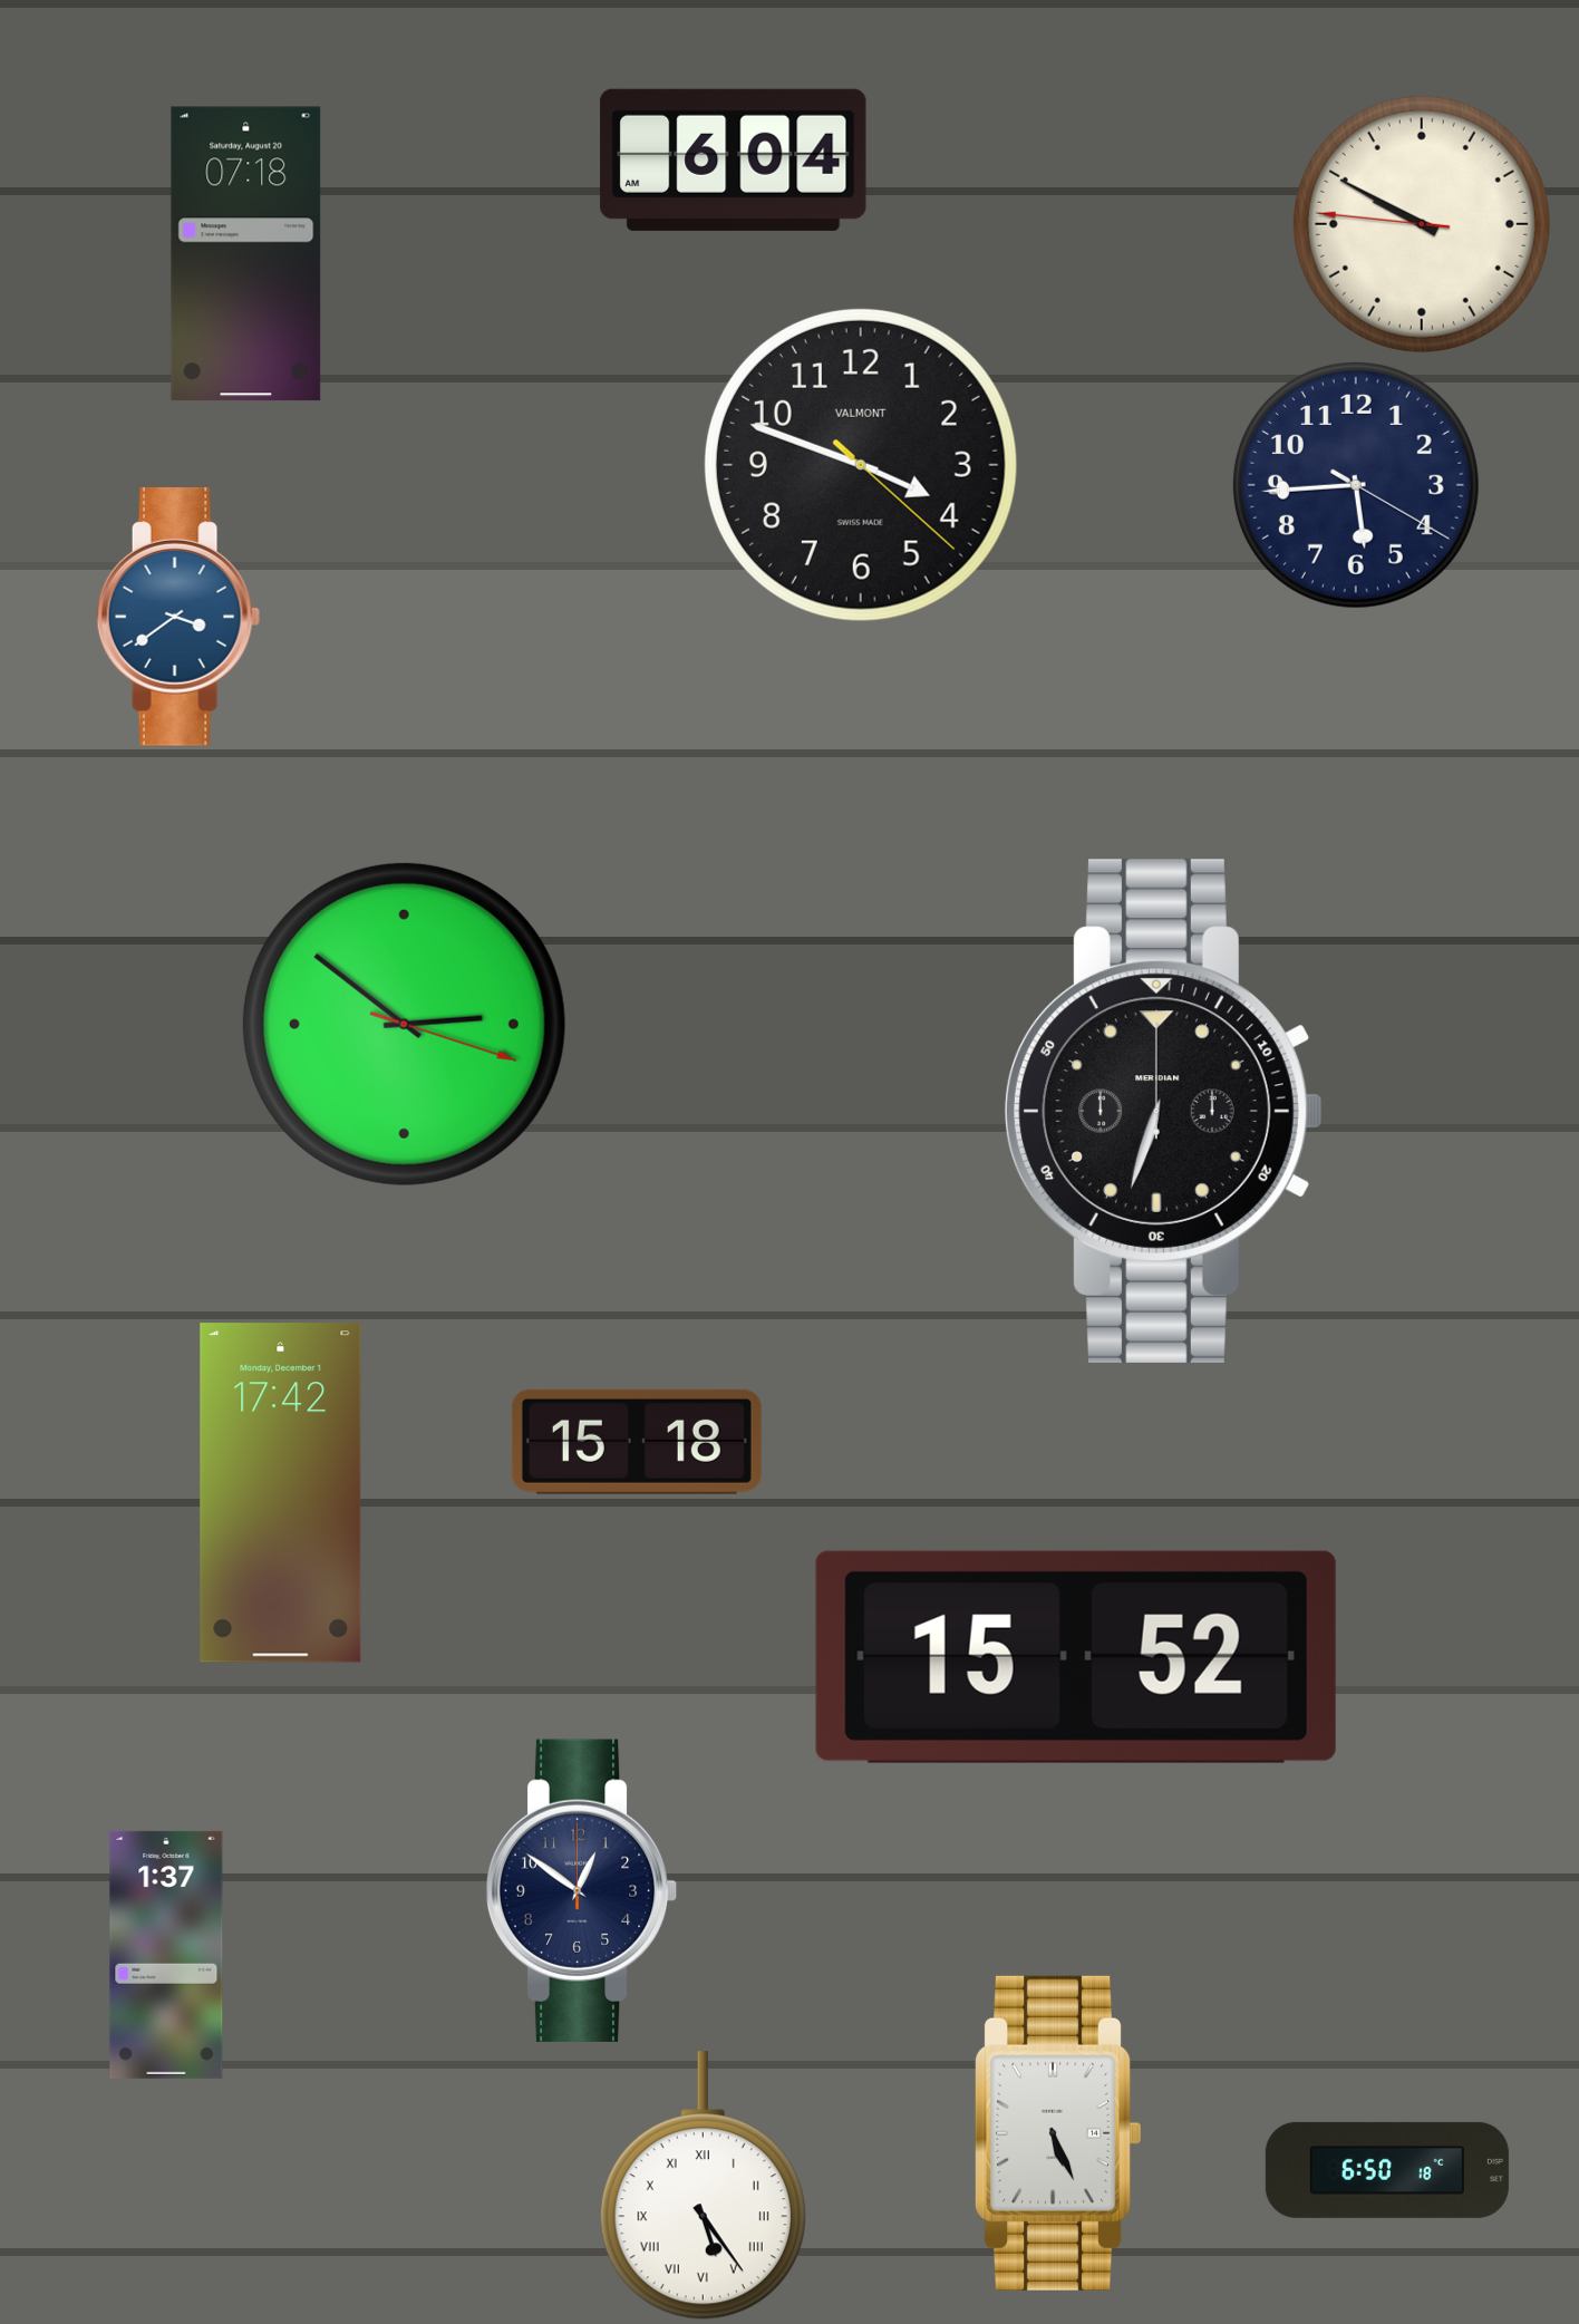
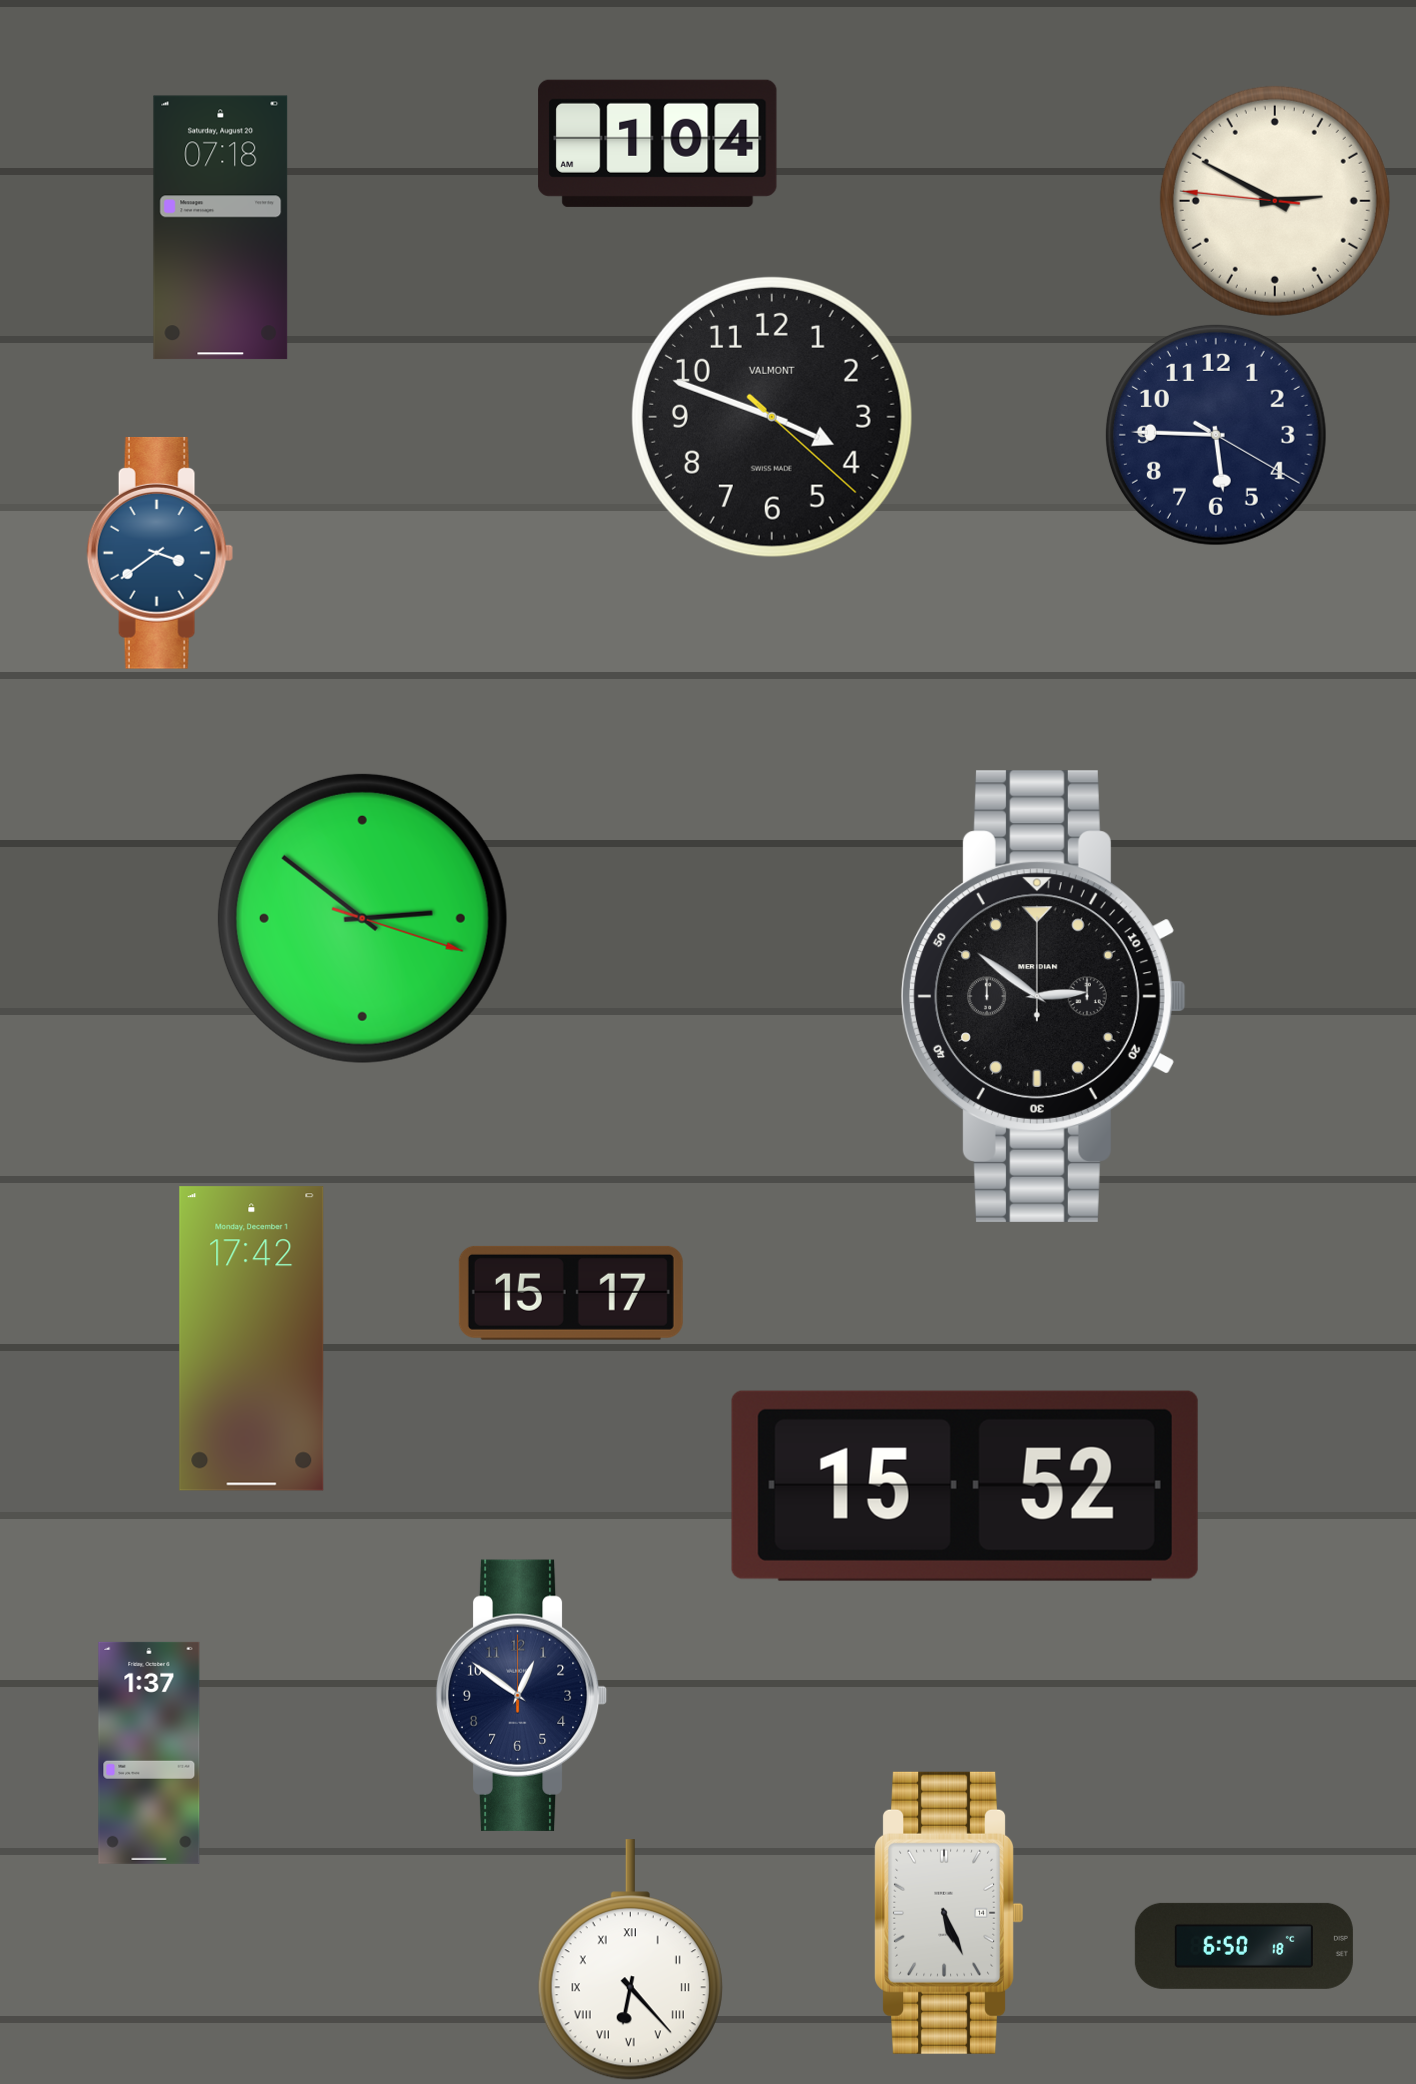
clock at (734, 159): 6:04 -> 1:04
clock at (1422, 224): 9:49 -> 2:49
clock at (1356, 485): 5:44 -> 5:45
clock at (1164, 1111): 6:33 -> 2:51
clock at (637, 1442): 15:18 -> 15:17
clock at (703, 2186): 5:24 -> 6:23
